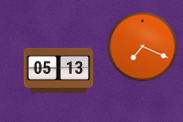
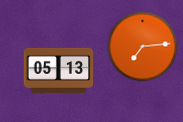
clock at (143, 47): 7:19 -> 7:14
